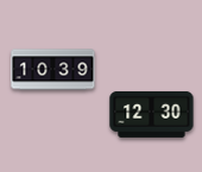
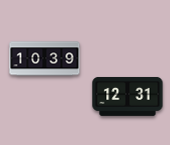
clock at (152, 114): 12:30 -> 12:31
